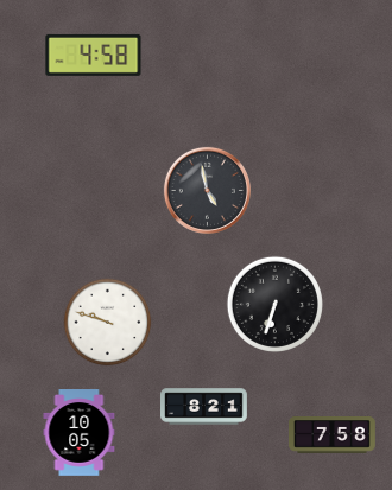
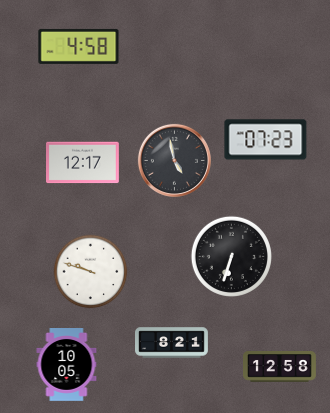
clock at (266, 140): none -> 07:23
clock at (83, 163): none -> 12:17
clock at (333, 435): 7:58 -> 12:58
